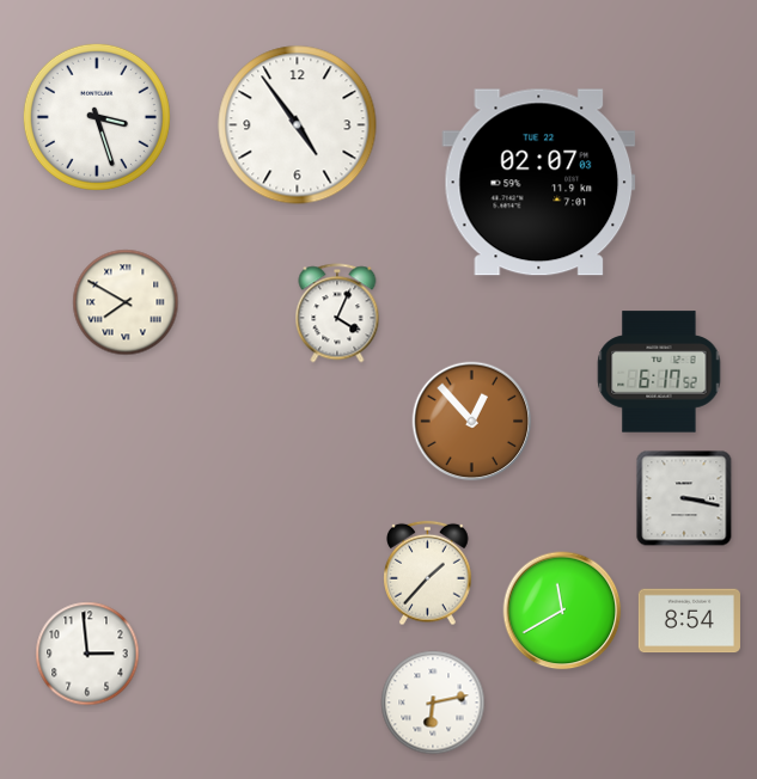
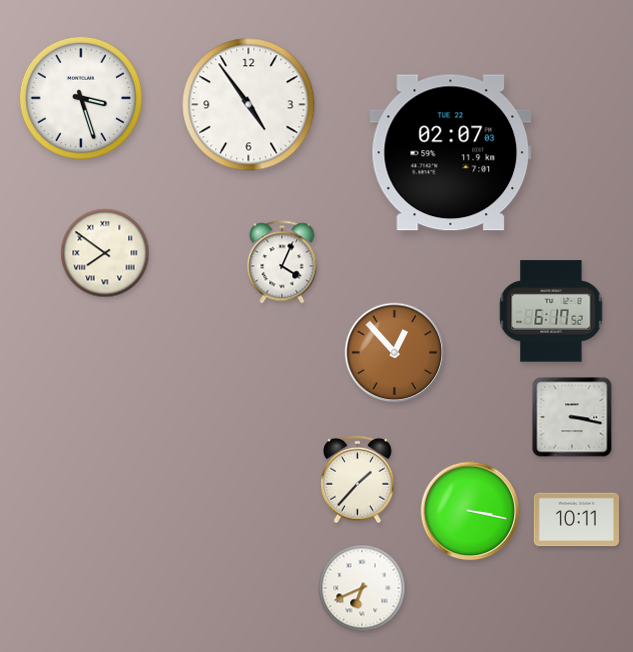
clock at (126, 302): 7:50 -> 7:51
clock at (562, 611): 11:40 -> 3:17
clock at (689, 621): 8:54 -> 10:11
clock at (87, 654): 2:59 -> none
clock at (433, 703): 6:13 -> 6:41
